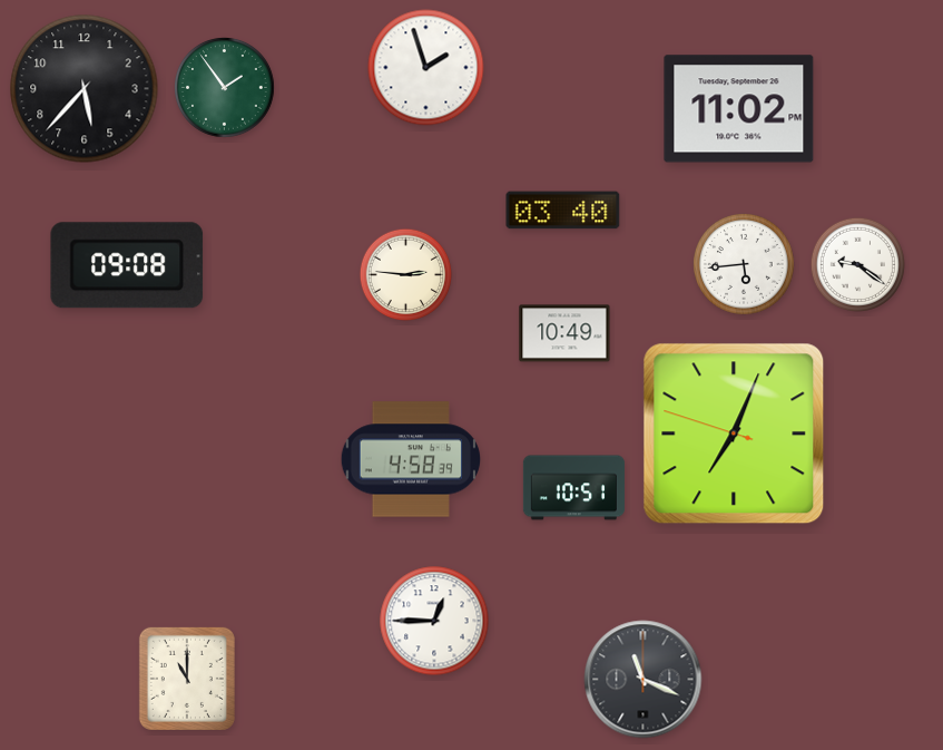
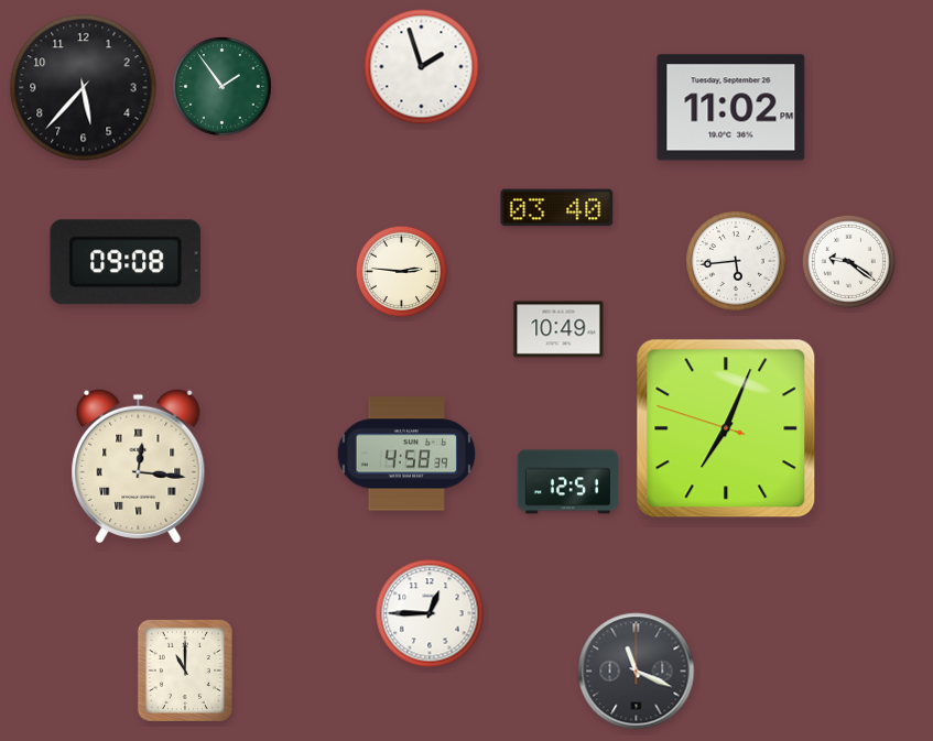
clock at (139, 467): none -> 12:16
clock at (573, 488): 10:51 -> 12:51
